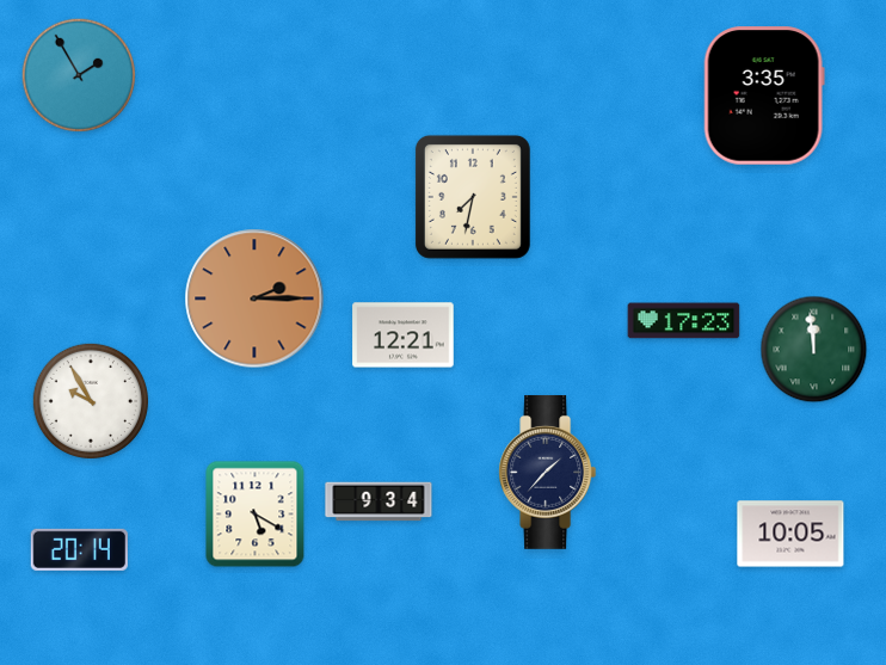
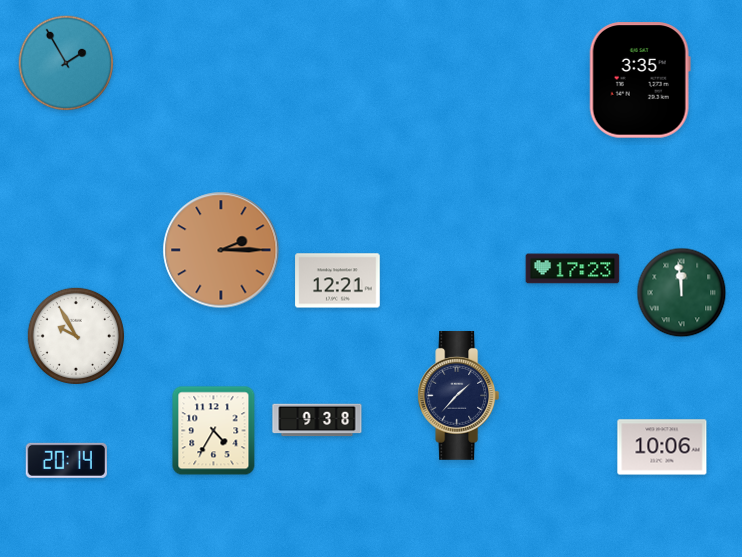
clock at (473, 197): 7:32 -> none
clock at (254, 298) position: (254, 298) -> (221, 250)
clock at (379, 501): 9:34 -> 9:38
clock at (256, 515): 5:20 -> 4:35
clock at (790, 534): 10:05 -> 10:06
